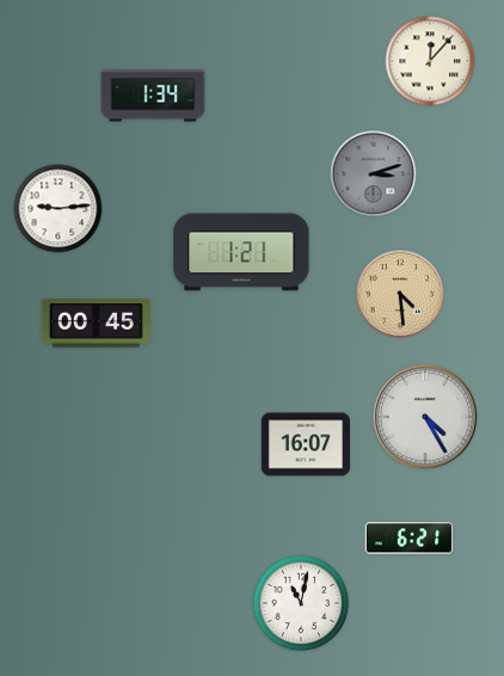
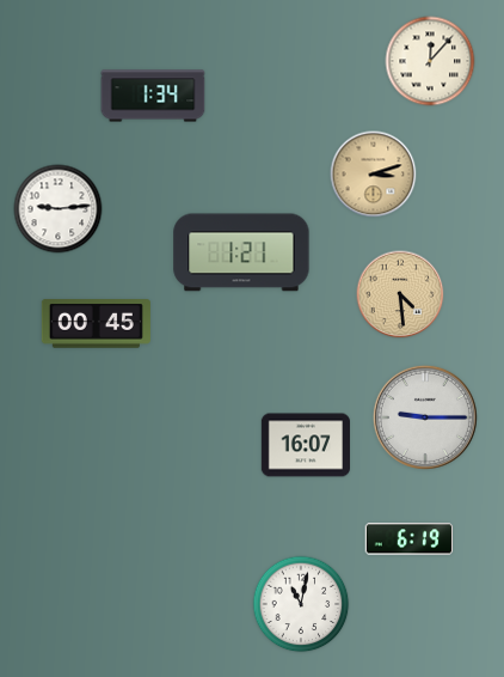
clock at (374, 174) dial: grey -> champagne
clock at (425, 417): 4:25 -> 9:15
clock at (410, 539): 6:21 -> 6:19
